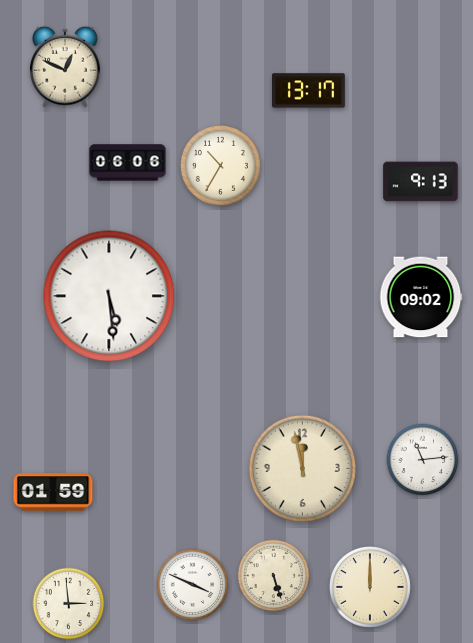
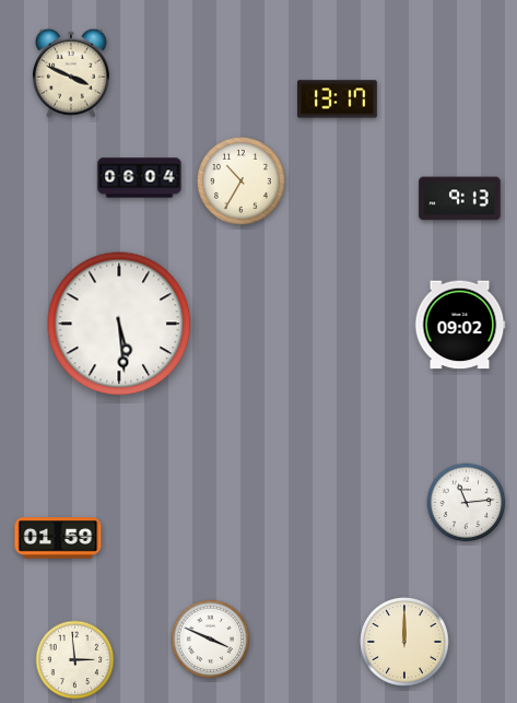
clock at (65, 67): 12:49 -> 3:49
clock at (128, 163): 06:06 -> 06:04
clock at (423, 460) position: (423, 460) -> (467, 503)
clock at (302, 468): 11:58 -> none
clock at (274, 576): 5:27 -> none
